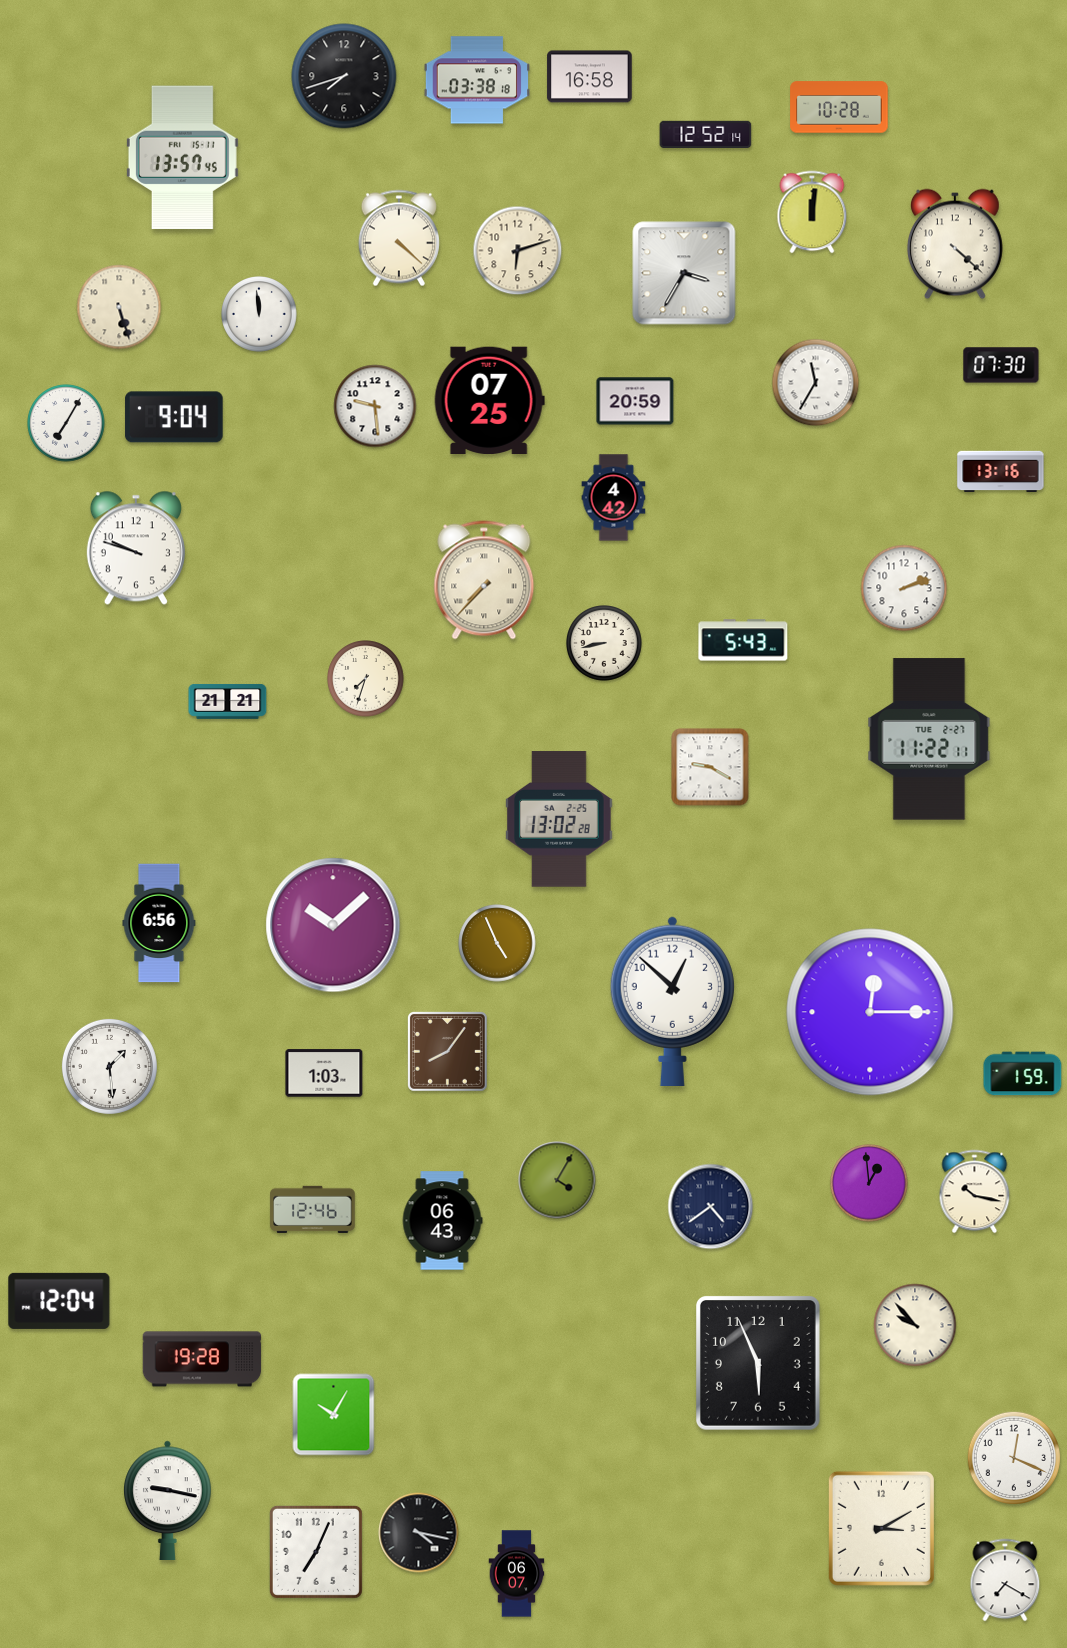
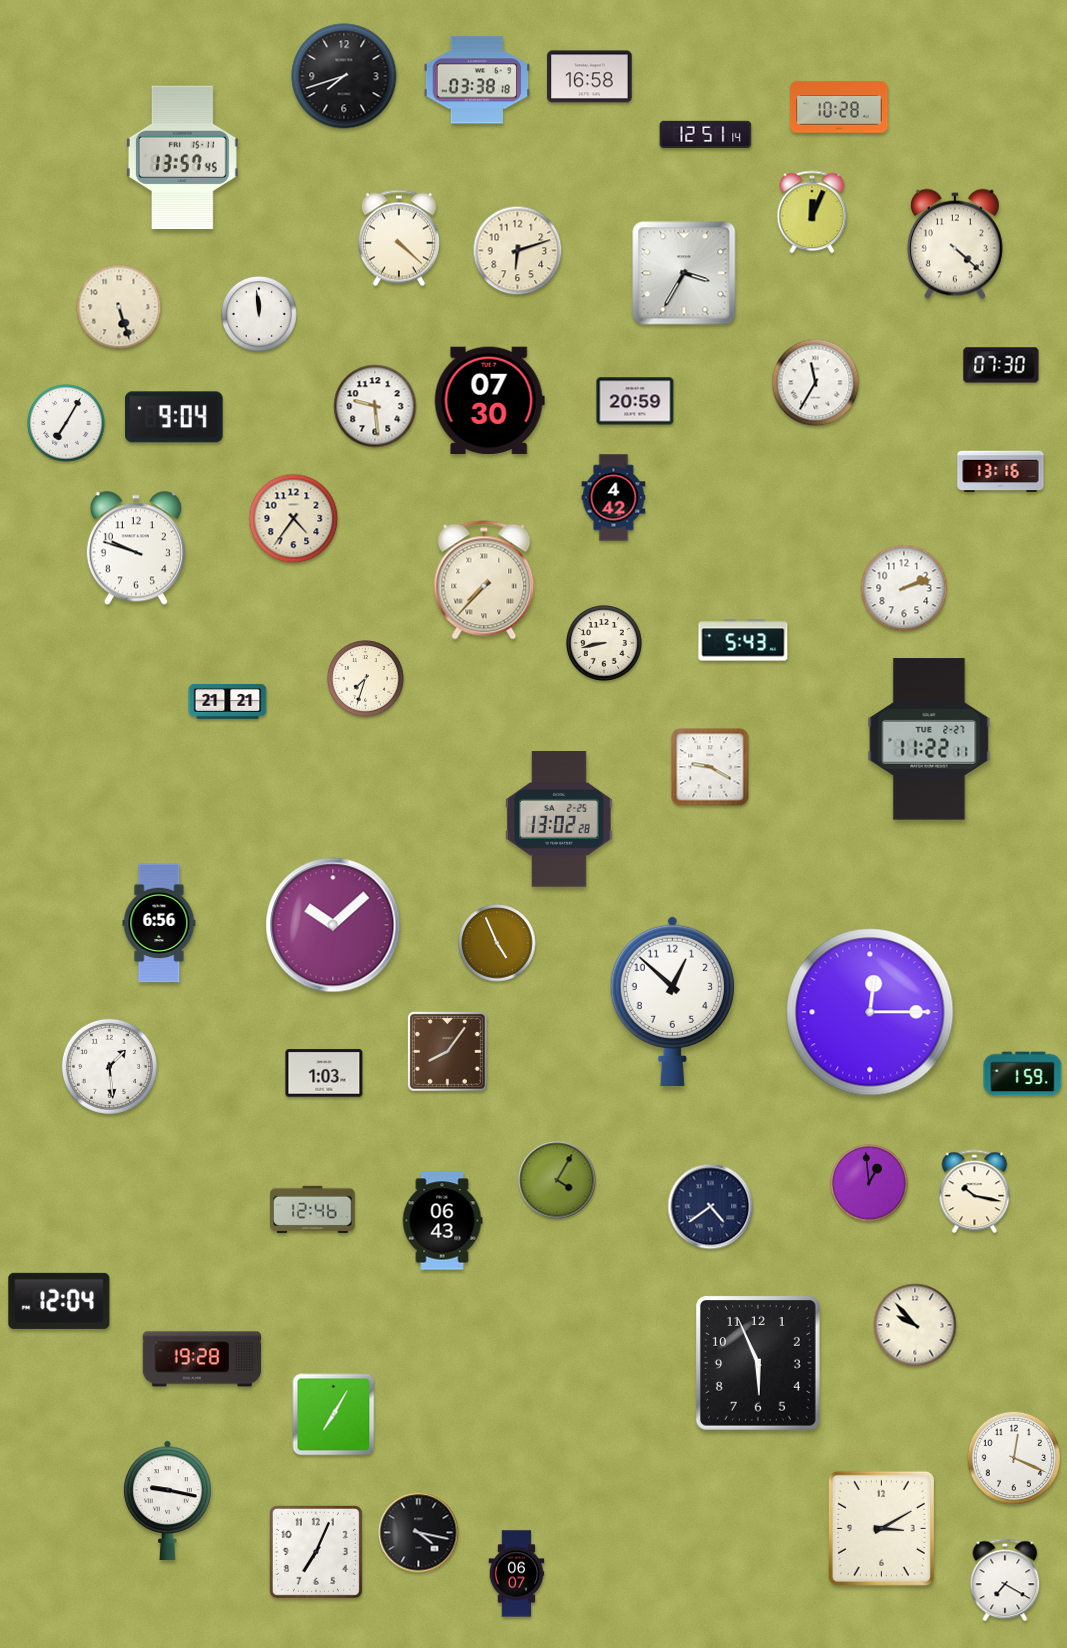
clock at (706, 135): 12:52 -> 12:51
clock at (812, 212): 12:01 -> 12:04
clock at (489, 400): 07:25 -> 07:30
clock at (294, 519): none -> 4:36
clock at (334, 1415): 10:05 -> 7:05
